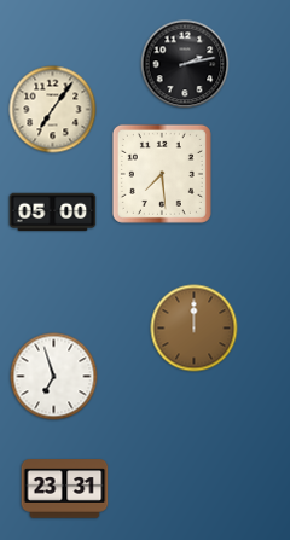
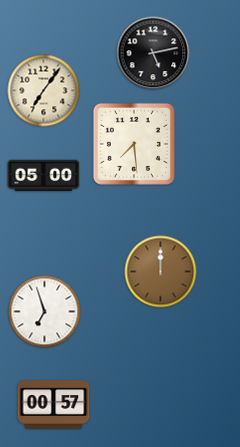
clock at (185, 64): 2:13 -> 5:13
clock at (65, 489): 23:31 -> 00:57
